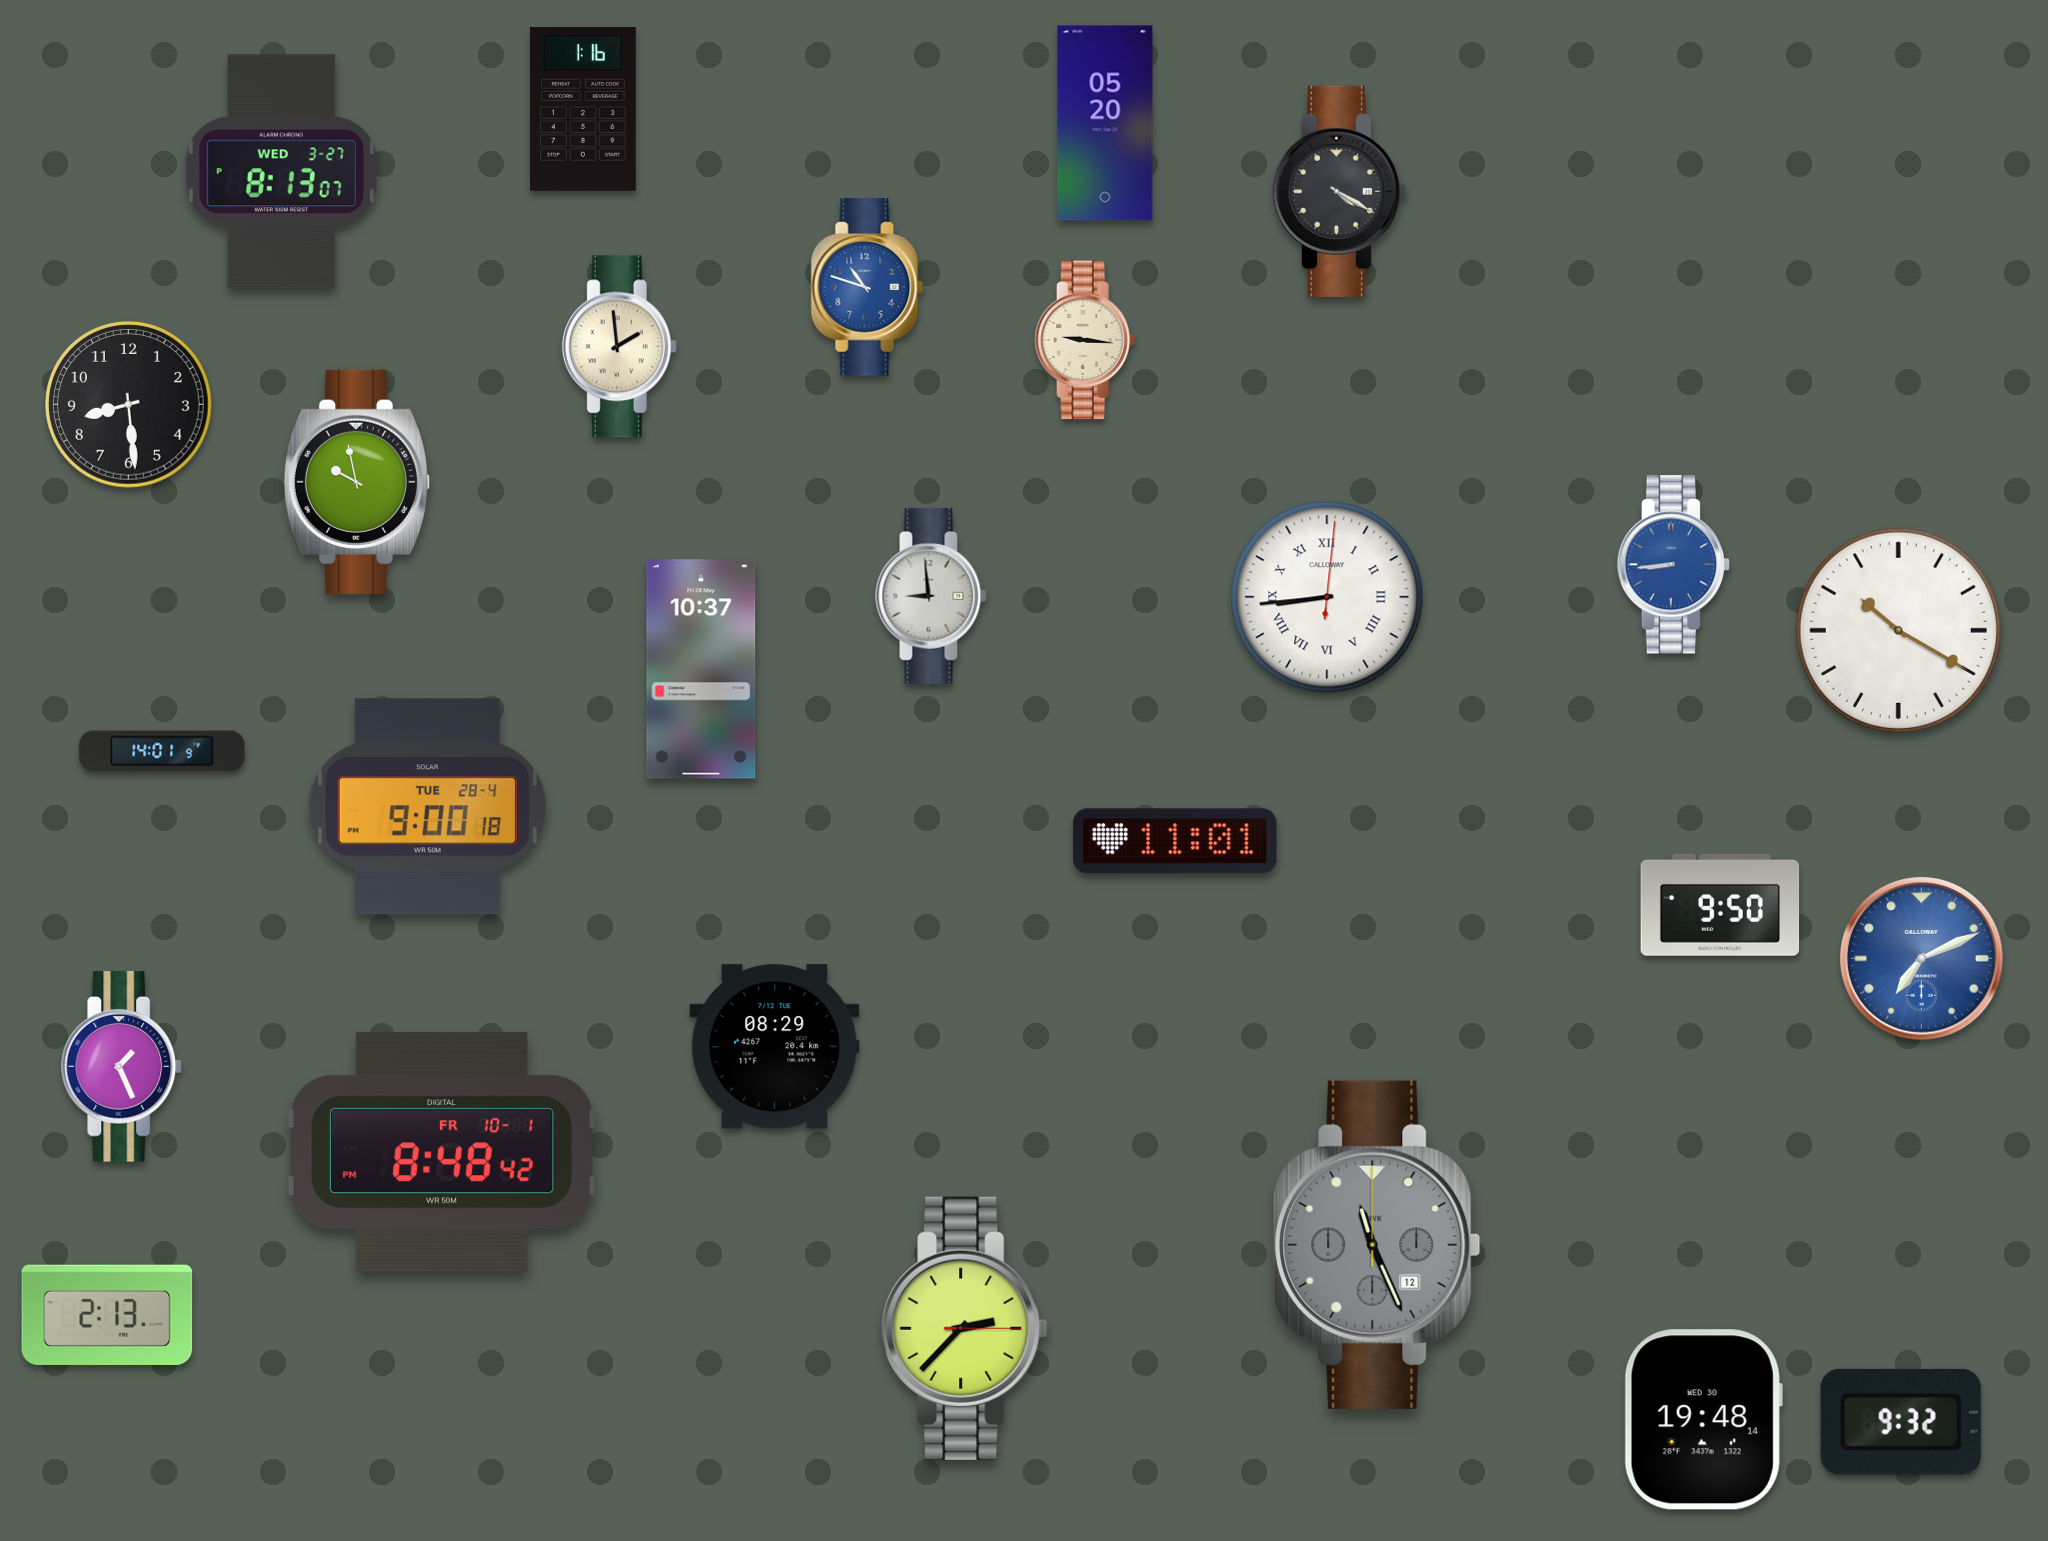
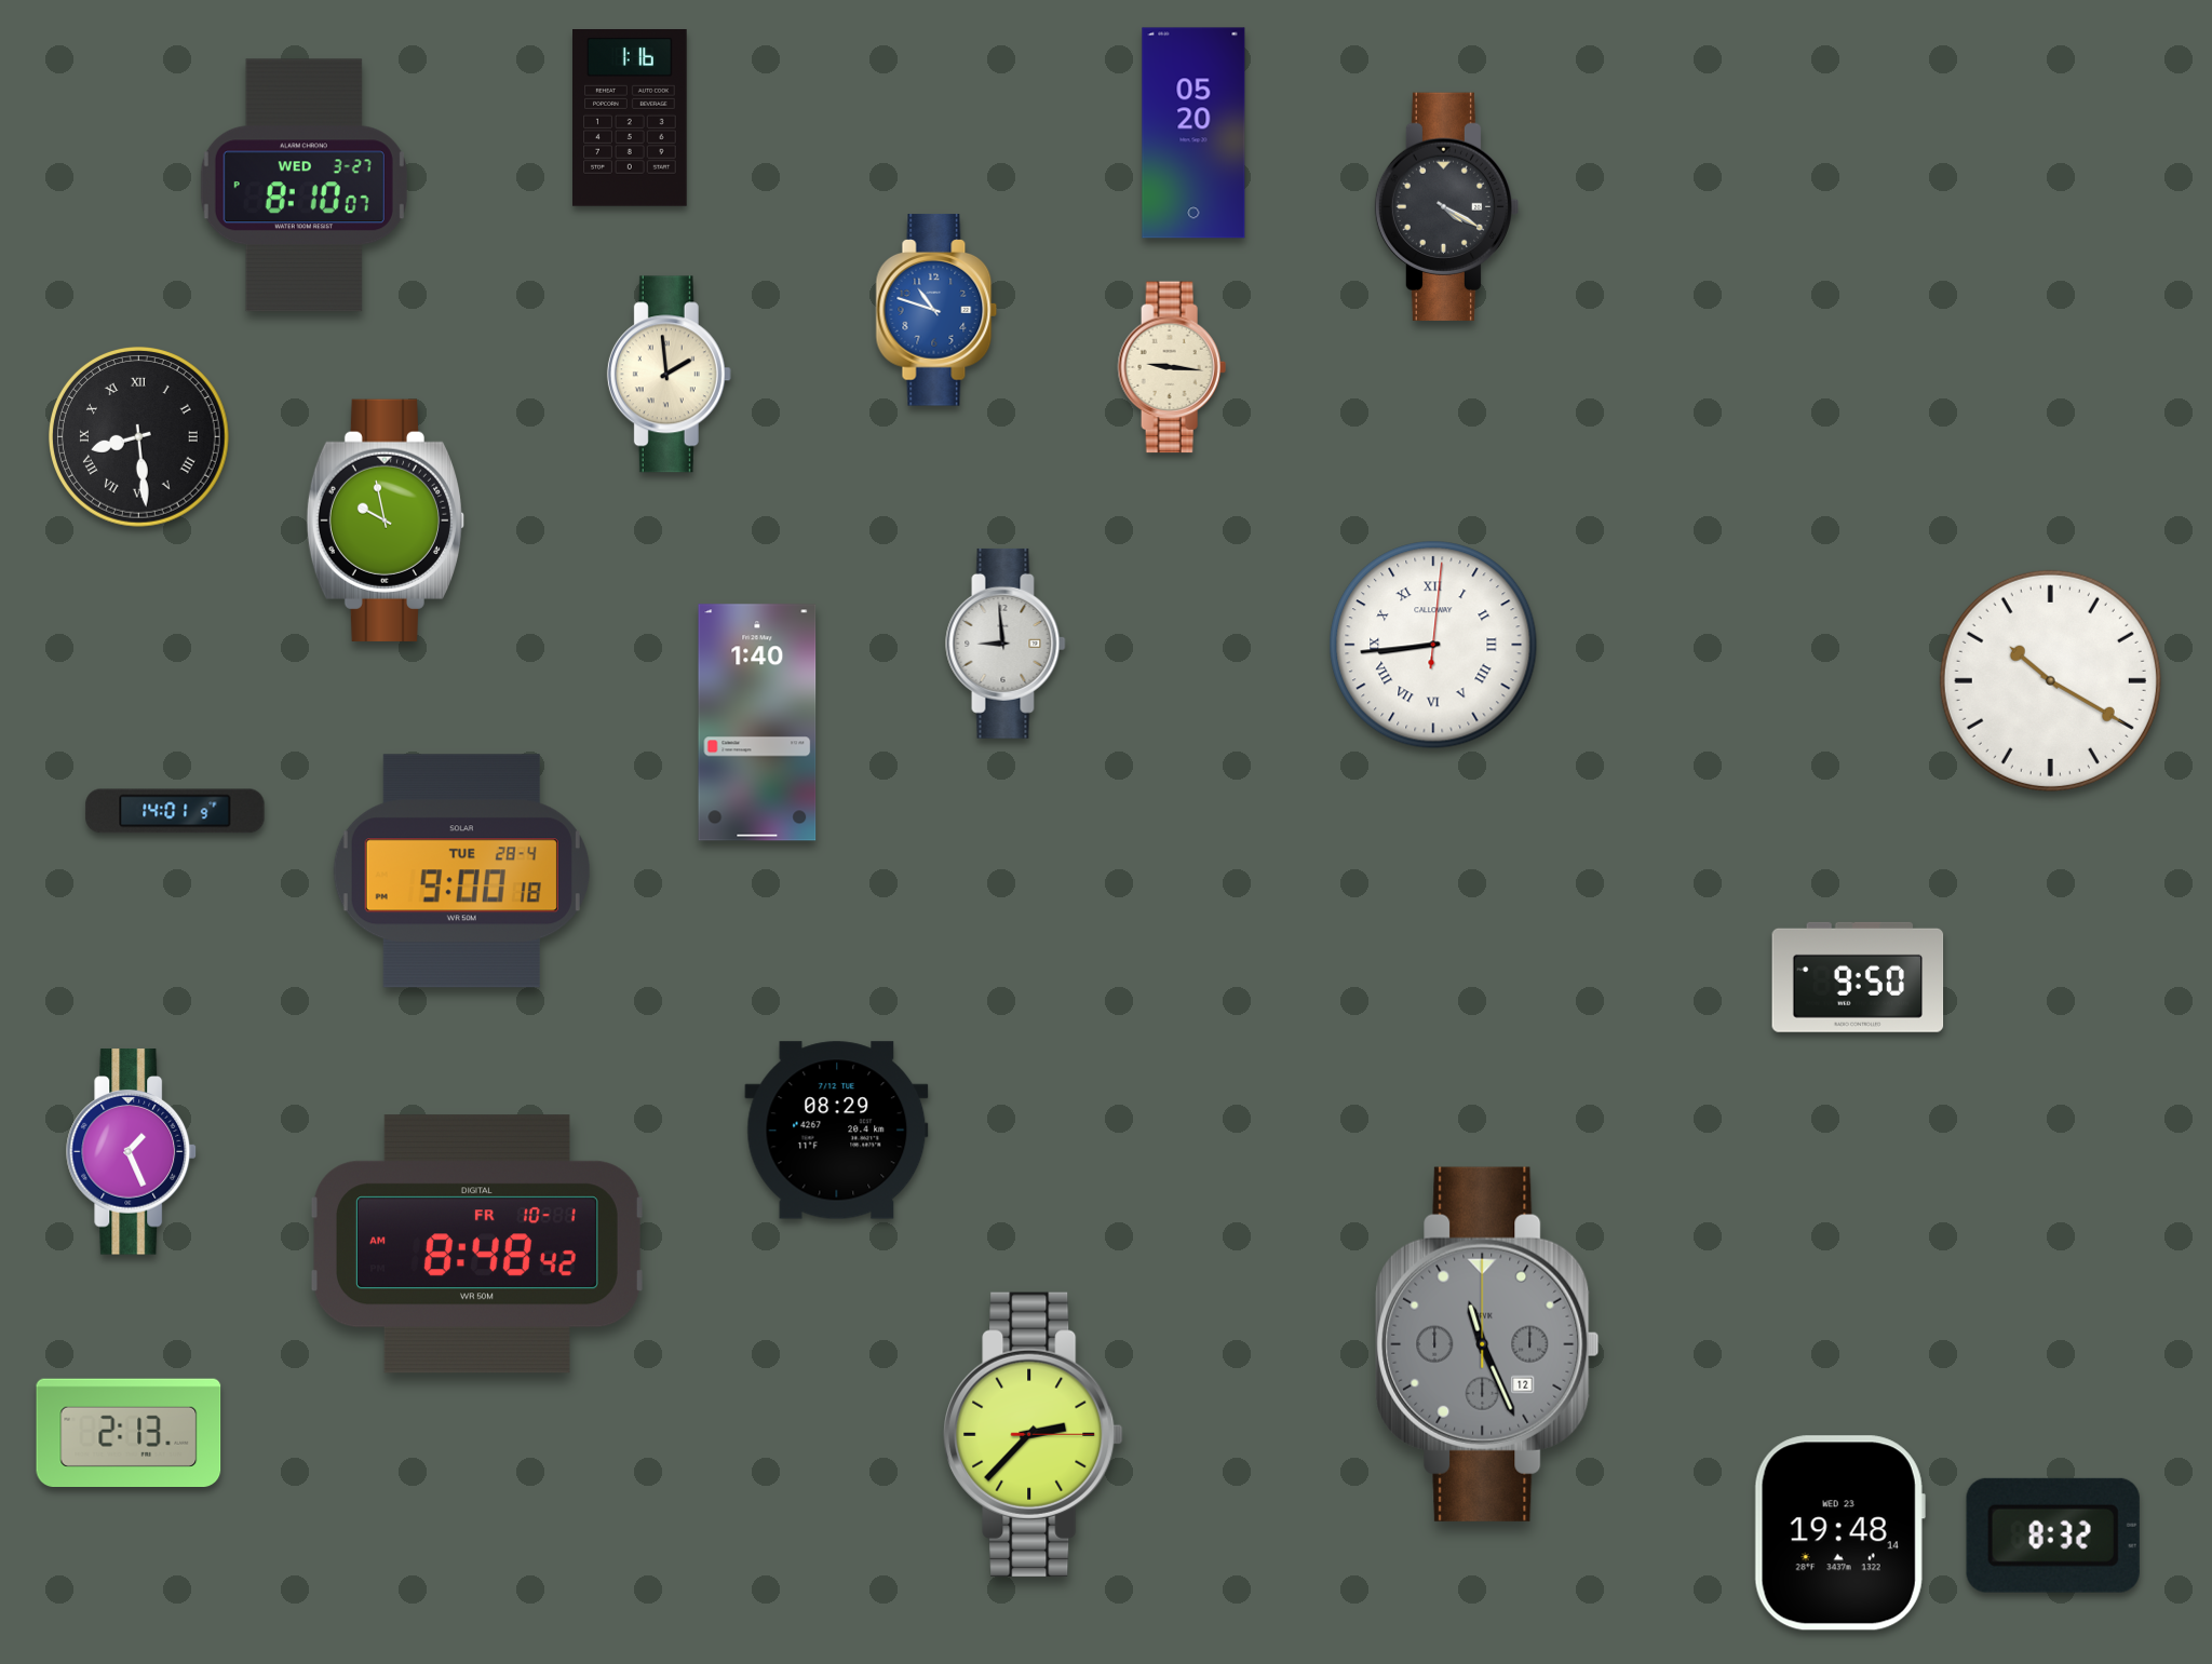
clock at (281, 172): 8:13 -> 8:10
clock at (129, 405) numerals: Arabic -> Roman
clock at (1674, 565): 8:44 -> none
clock at (701, 669): 10:37 -> 1:40
clock at (1175, 841): 11:01 -> none
clock at (1922, 959): 7:11 -> none
clock at (442, 1152): 8:48:42 PM -> 8:48:42 AM
clock at (107, 1314) position: (107, 1314) -> (129, 1432)
clock at (965, 1328) position: (965, 1328) -> (1034, 1434)
clock at (1703, 1420) date: WED 30 -> WED 23
clock at (1901, 1422): 9:32 -> 8:32
